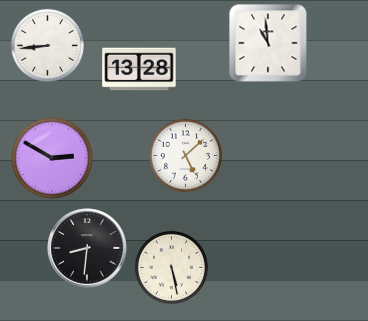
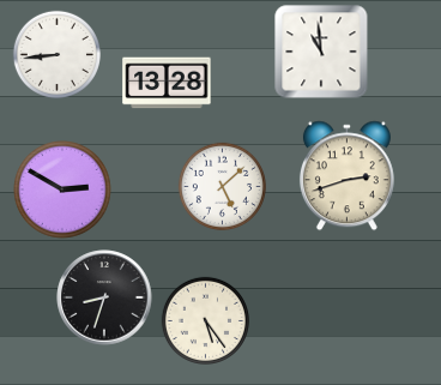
clock at (346, 176): none -> 2:42
clock at (87, 248): 8:31 -> 8:33
clock at (171, 267): 5:28 -> 5:24
